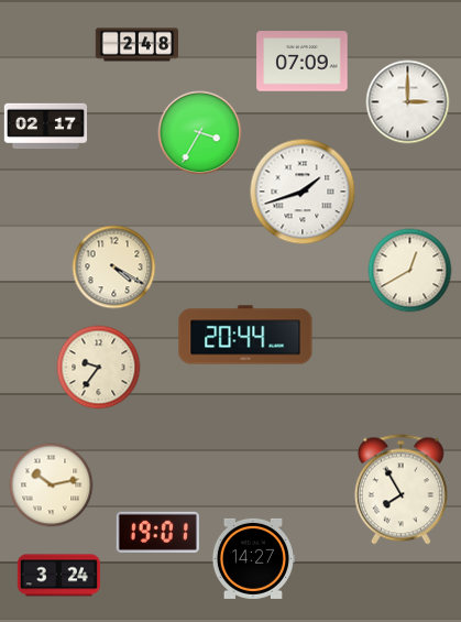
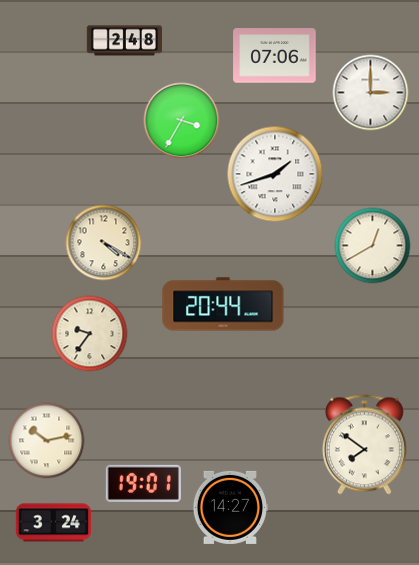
clock at (303, 62): 07:09 -> 07:06
clock at (45, 127): 02:17 -> none
clock at (400, 490): 7:55 -> 7:51
